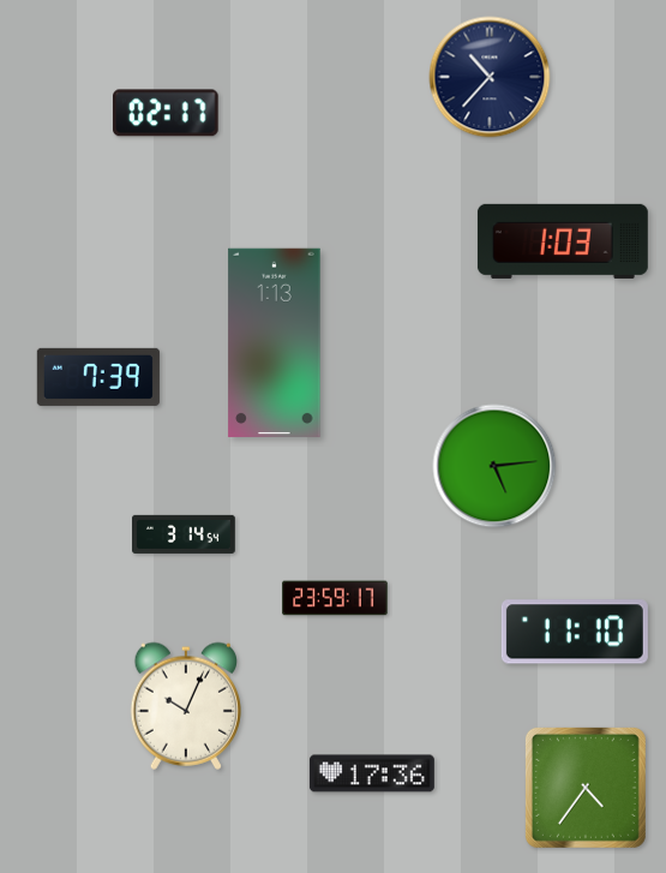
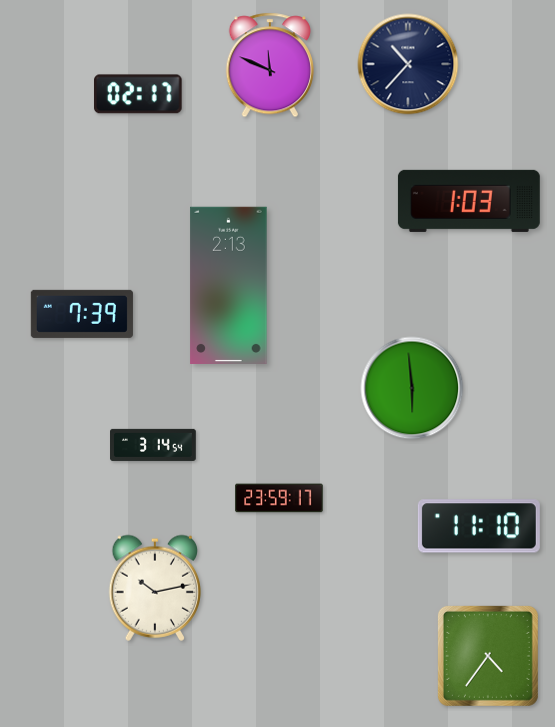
clock at (269, 65): none -> 11:49
clock at (275, 342): 1:13 -> 2:13
clock at (494, 466): 5:14 -> 5:59
clock at (185, 706): 10:04 -> 10:13
clock at (372, 773): 17:36 -> none
